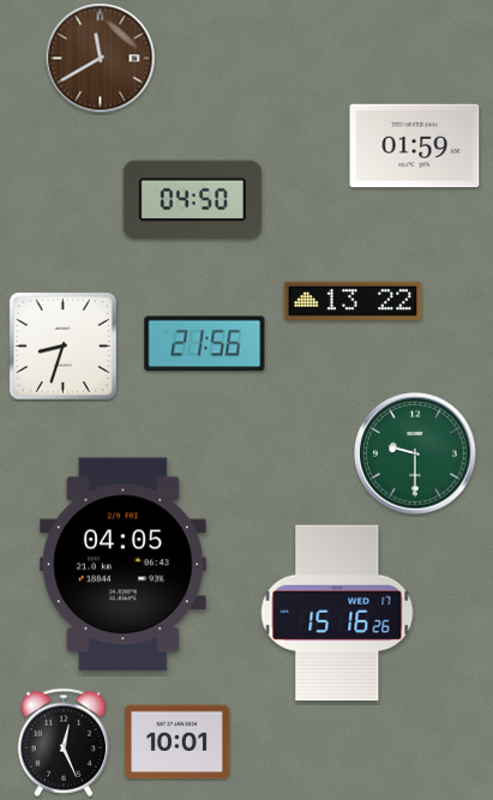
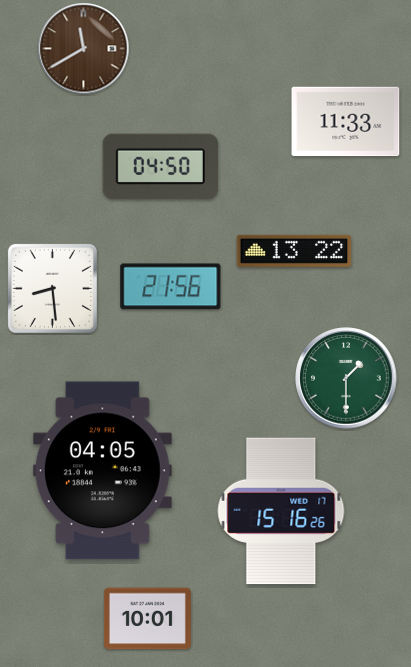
clock at (415, 146): 01:59 -> 11:33
clock at (62, 345): 8:33 -> 8:29
clock at (415, 453): 9:30 -> 1:30
clock at (62, 742): 12:26 -> none
